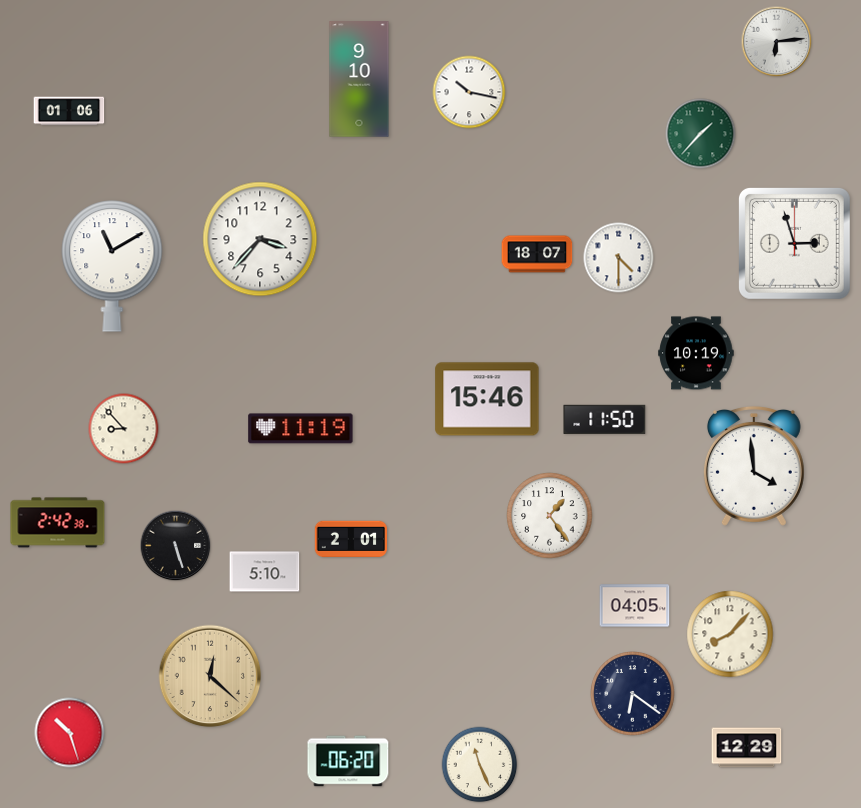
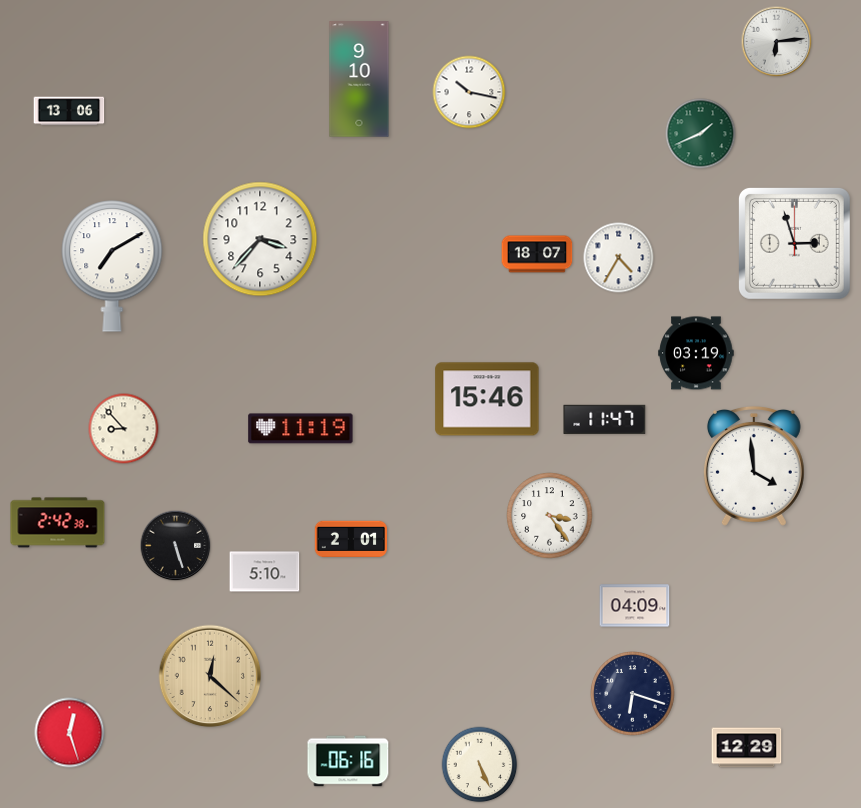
clock at (69, 111): 01:06 -> 13:06
clock at (701, 134): 1:37 -> 1:41
clock at (619, 258): 4:30 -> 4:35
clock at (112, 266): 11:10 -> 7:10
clock at (696, 353): 10:19 -> 03:19
clock at (605, 419): 11:50 -> 11:47
clock at (550, 516): 1:24 -> 3:24
clock at (635, 606): 04:05 -> 04:09
clock at (730, 634): 8:07 -> none
clock at (633, 694): 6:21 -> 6:18
clock at (70, 733): 10:27 -> 12:27
clock at (348, 761): 06:20 -> 06:16
clock at (480, 765): 11:26 -> 5:26
